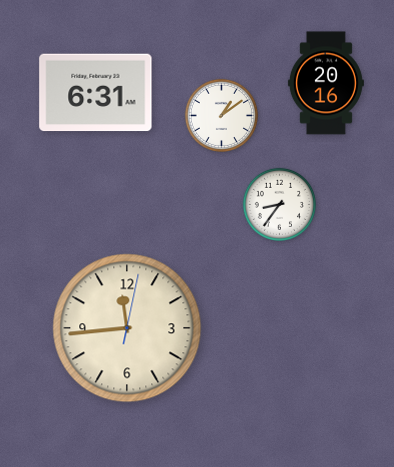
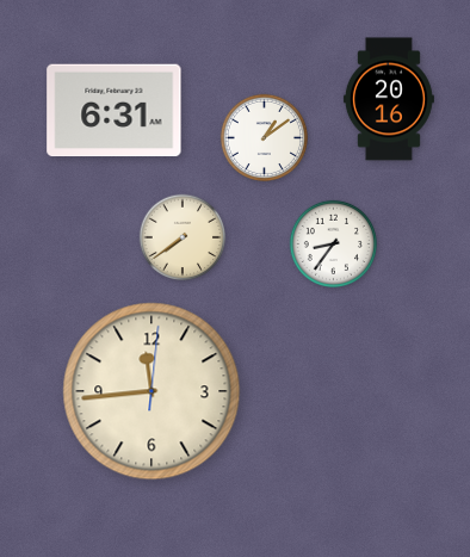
clock at (183, 237): none -> 7:39
clock at (127, 328): 11:44:02 -> 11:44:01
